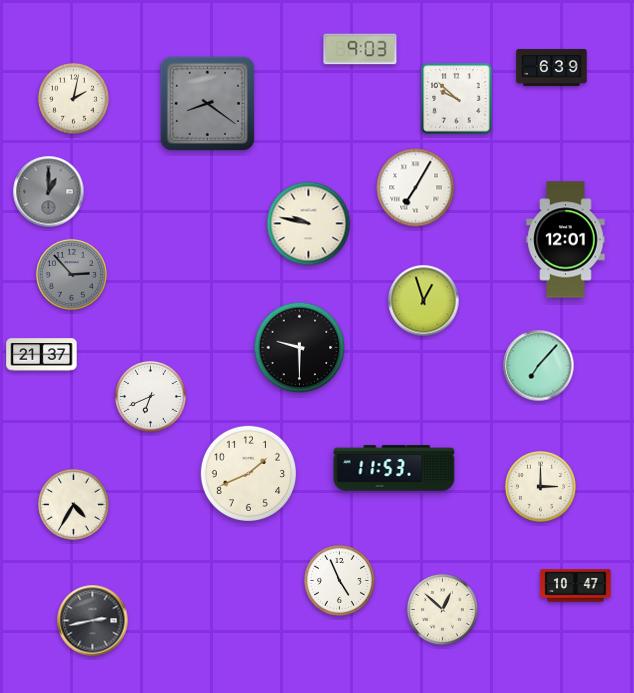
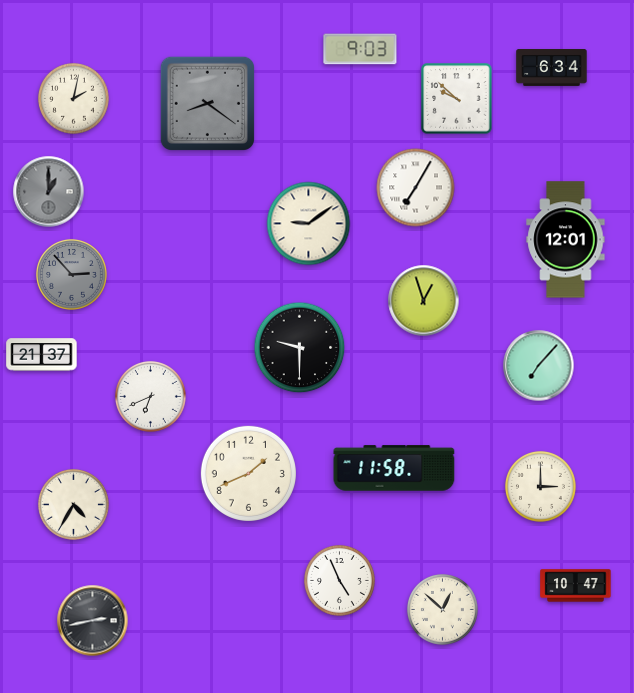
clock at (552, 68): 6:39 -> 6:34
clock at (309, 224): 9:47 -> 9:09
clock at (394, 468): 11:53 -> 11:58
